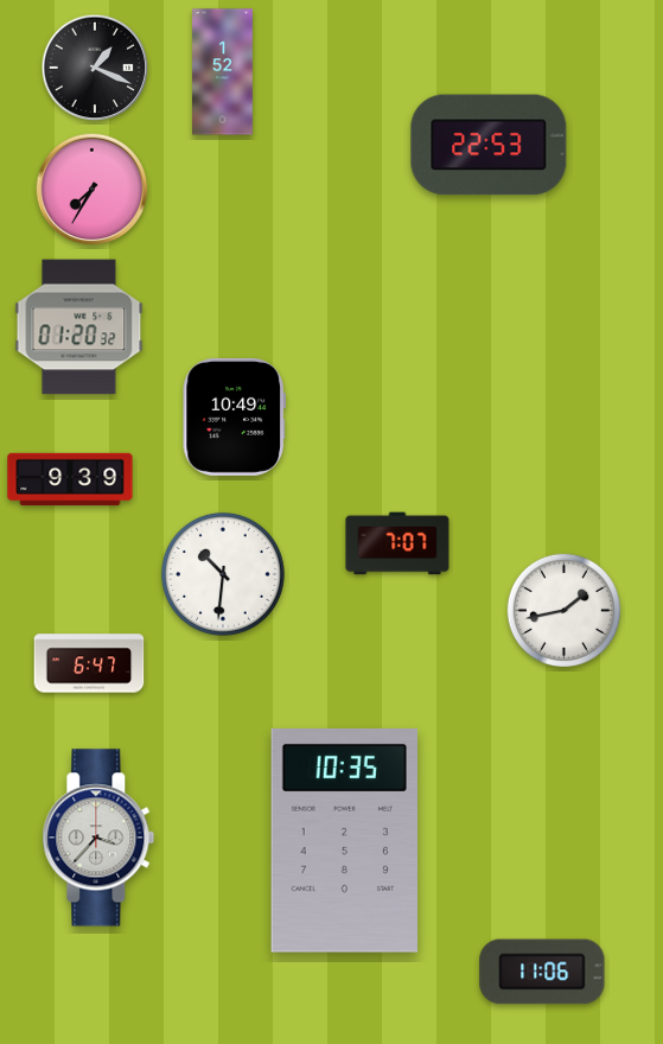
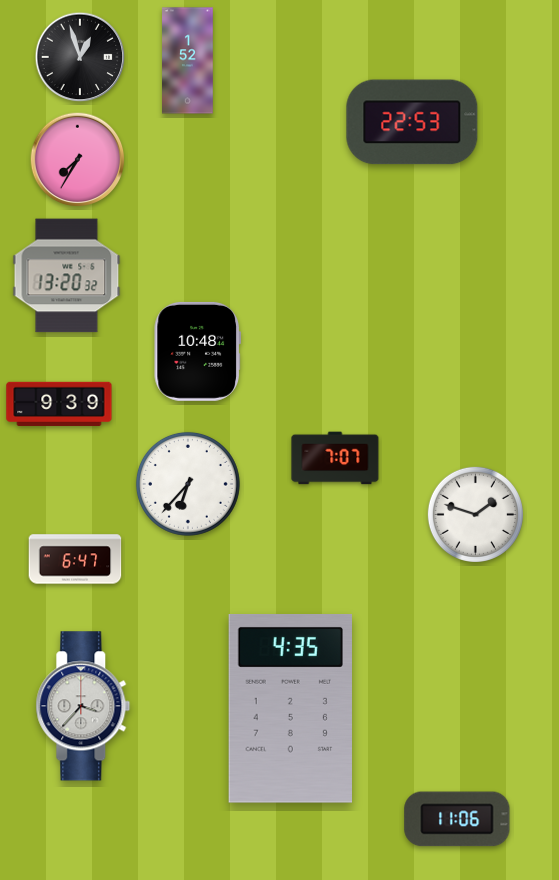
clock at (95, 68): 1:19 -> 12:57
clock at (79, 327): 01:20 -> 13:20
clock at (234, 416): 10:49 -> 10:48
clock at (223, 574): 10:31 -> 6:37
clock at (563, 610): 1:43 -> 1:48
clock at (344, 841): 10:35 -> 4:35
